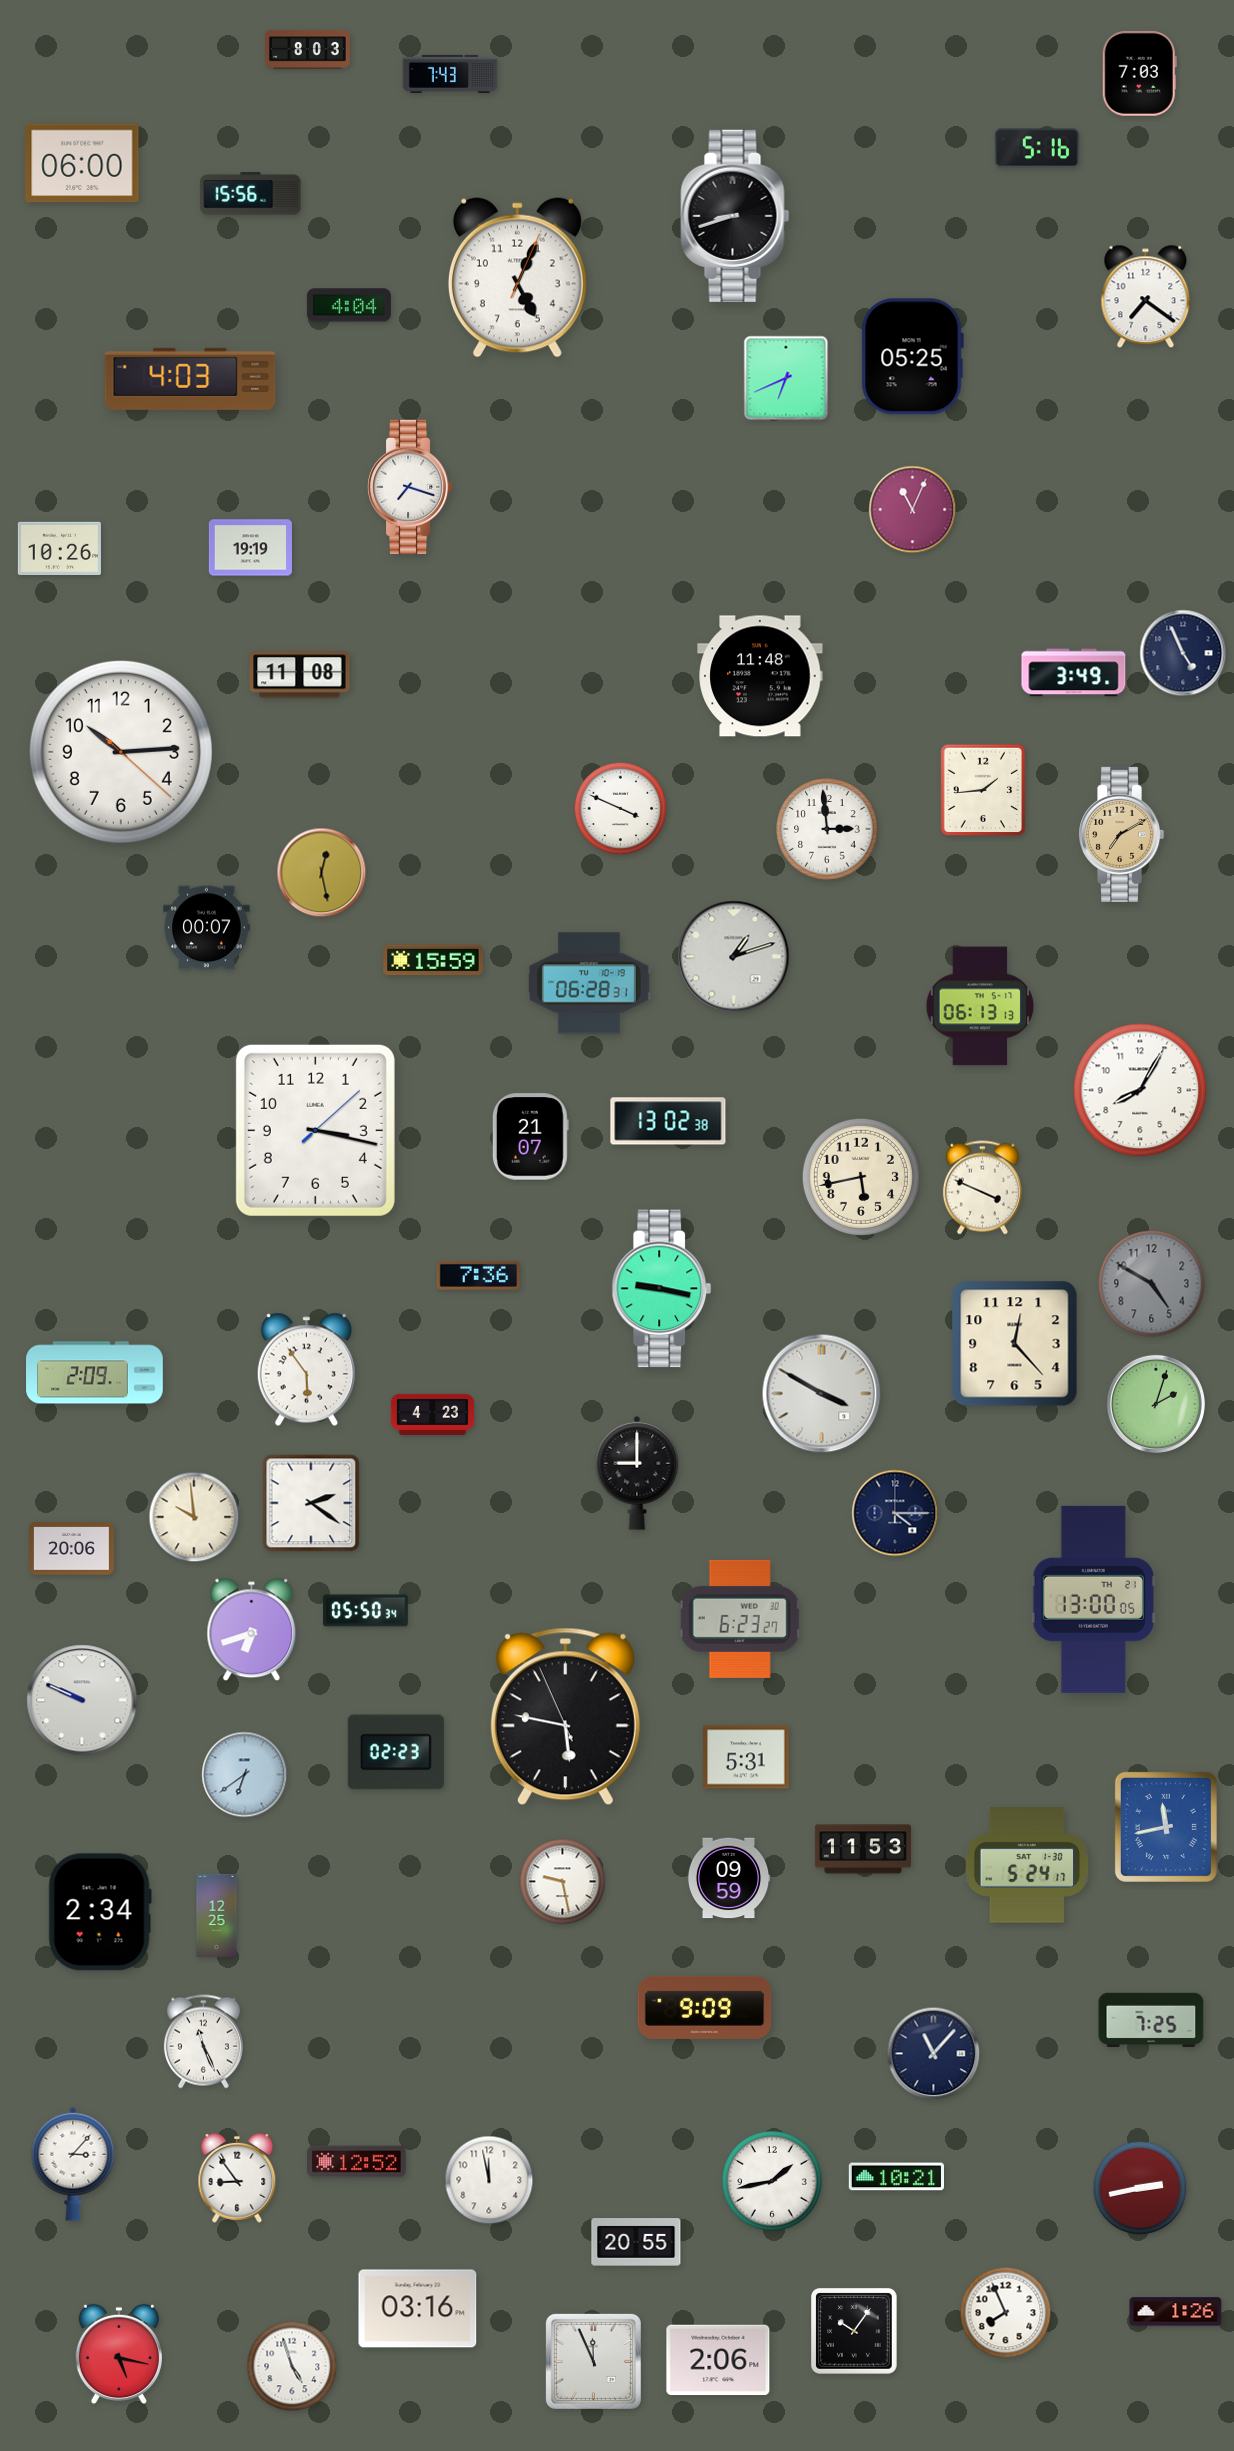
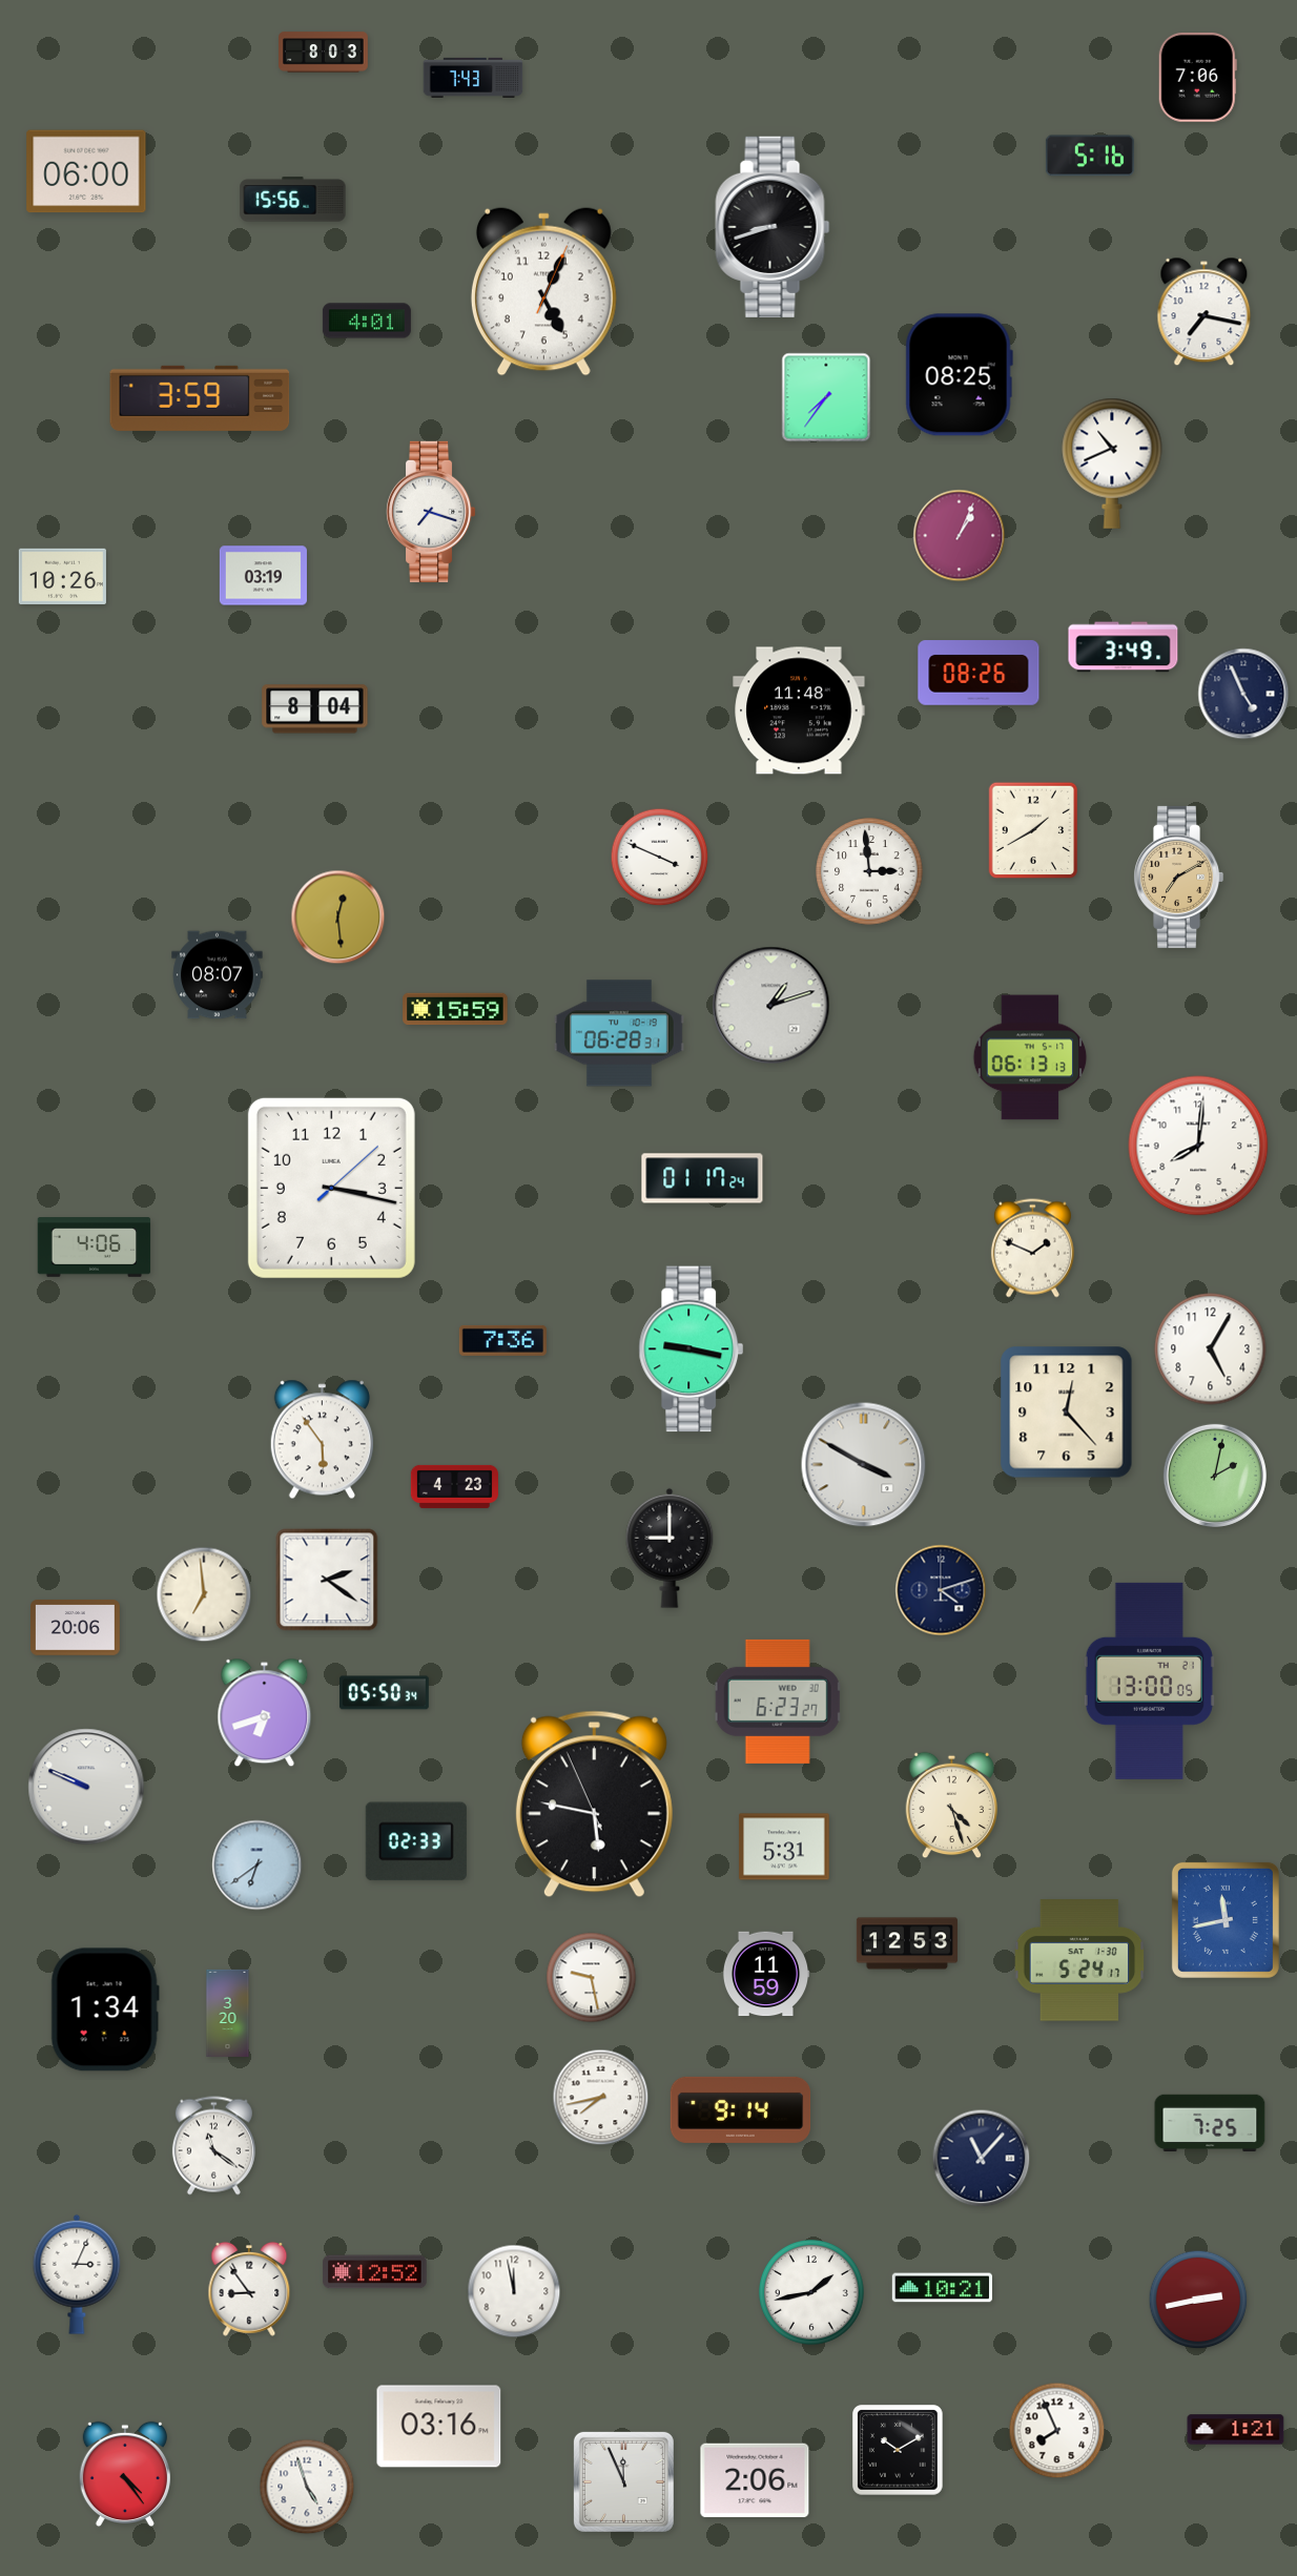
clock at (1139, 73): 7:03 -> 7:06
clock at (251, 194) position: (251, 194) -> (293, 200)
clock at (1146, 297): 7:21 -> 7:17
clock at (349, 305): 4:04 -> 4:01
clock at (912, 357): 05:25 -> 08:25
clock at (786, 378): 6:41 -> 7:36
clock at (190, 379): 4:03 -> 3:59
clock at (1112, 463): none -> 10:41
clock at (913, 510): 11:04 -> 1:04
clock at (250, 548): 19:19 -> 03:19
clock at (979, 673): none -> 08:26
clock at (1183, 653) position: (1183, 653) -> (1243, 694)
clock at (1074, 673) position: (1074, 673) -> (1124, 647)
clock at (300, 675): 11:08 -> 8:04
clock at (121, 752): 10:14 -> none
clock at (983, 790): 1:44 -> 1:40
clock at (621, 809) position: (621, 809) -> (660, 858)
clock at (322, 873): 12:28 -> 12:29
clock at (207, 928): 00:07 -> 08:07
clock at (1140, 1090): 8:05 -> 8:01
clock at (668, 1121): 13:02 -> 01:17
clock at (530, 1137): 21:07 -> none
clock at (861, 1177): 5:43 -> none
clock at (95, 1248): none -> 4:06
clock at (982, 1188): 3:49 -> 1:49
clock at (1152, 1284): 4:50 -> 5:05
clock at (1152, 1284) dial: grey -> white
clock at (662, 1289) position: (662, 1289) -> (692, 1349)
clock at (95, 1373): 2:09 -> none
clock at (1156, 1404): 2:03 -> 2:02
clock at (895, 1513): 4:15 -> 4:12
clock at (194, 1517): 9:59 -> 6:59
clock at (952, 1806): none -> 4:27
clock at (396, 1752): 02:23 -> 02:33
clock at (863, 1849): 11:53 -> 12:53
clock at (729, 1878): 09:59 -> 11:59
clock at (100, 1912): 2:34 -> 1:34
clock at (217, 1915): 12:25 -> 3:20
clock at (601, 2098): none -> 7:43
clock at (705, 2007): 9:09 -> 9:14
clock at (203, 2042): 11:26 -> 11:21
clock at (73, 2164): 3:07 -> 3:04
clock at (636, 2242): 20:55 -> none
clock at (1176, 2312): 1:26 -> 1:21
clock at (854, 2331): 10:06 -> 10:10
clock at (118, 2354): 5:17 -> 4:24
